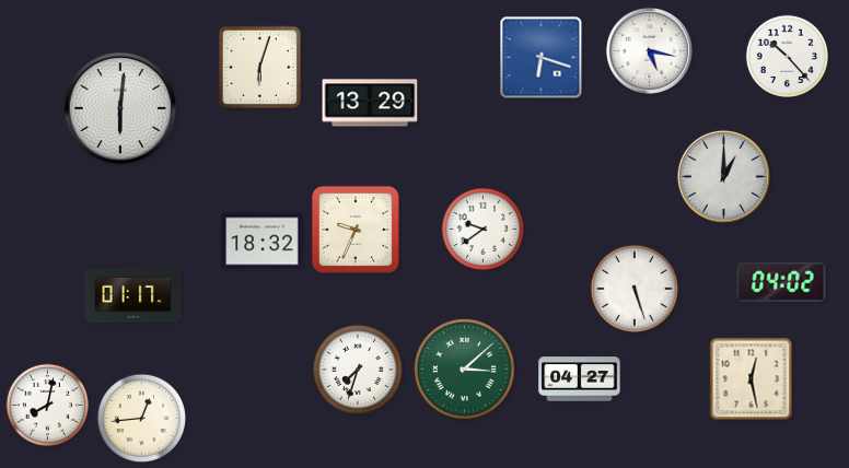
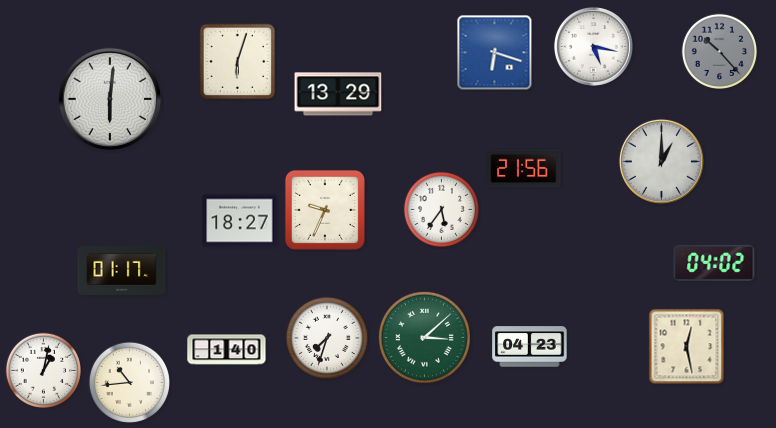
clock at (788, 57) dial: white -> grey
clock at (524, 169): none -> 21:56
clock at (484, 230): 9:39 -> 5:36
clock at (263, 242): 18:32 -> 18:27
clock at (781, 282) position: (781, 282) -> (714, 263)
clock at (633, 288): 5:27 -> none
clock at (580, 379): 04:27 -> 04:23
clock at (227, 350): none -> 1:40
clock at (48, 406): 8:02 -> 1:02
clock at (141, 418): 12:44 -> 10:44
